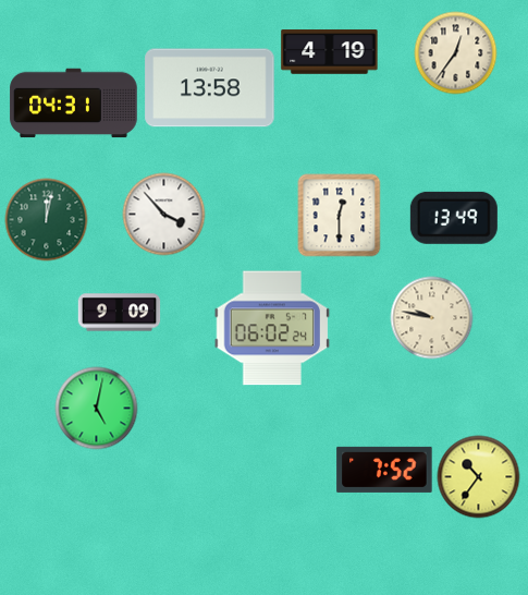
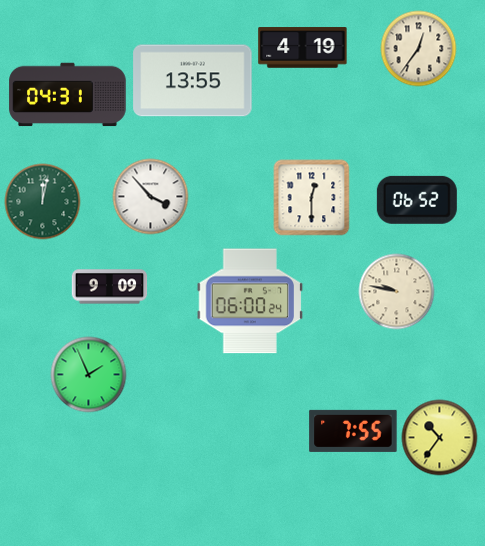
clock at (210, 88): 13:58 -> 13:55
clock at (454, 218): 13:49 -> 06:52
clock at (272, 328): 06:02 -> 06:00
clock at (97, 409): 5:02 -> 1:56
clock at (384, 470): 7:52 -> 7:55
